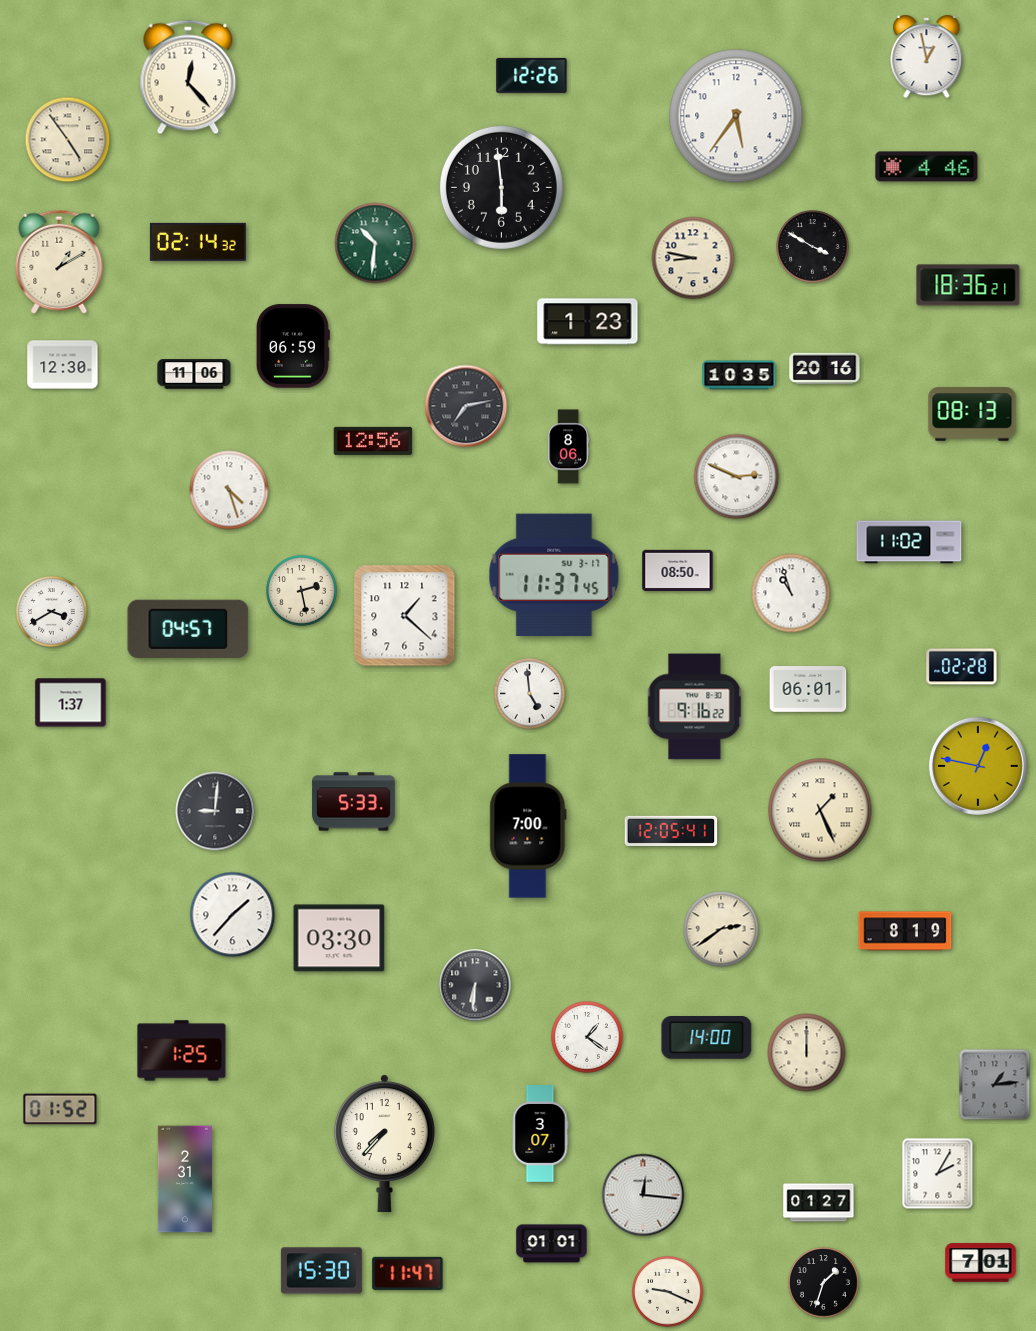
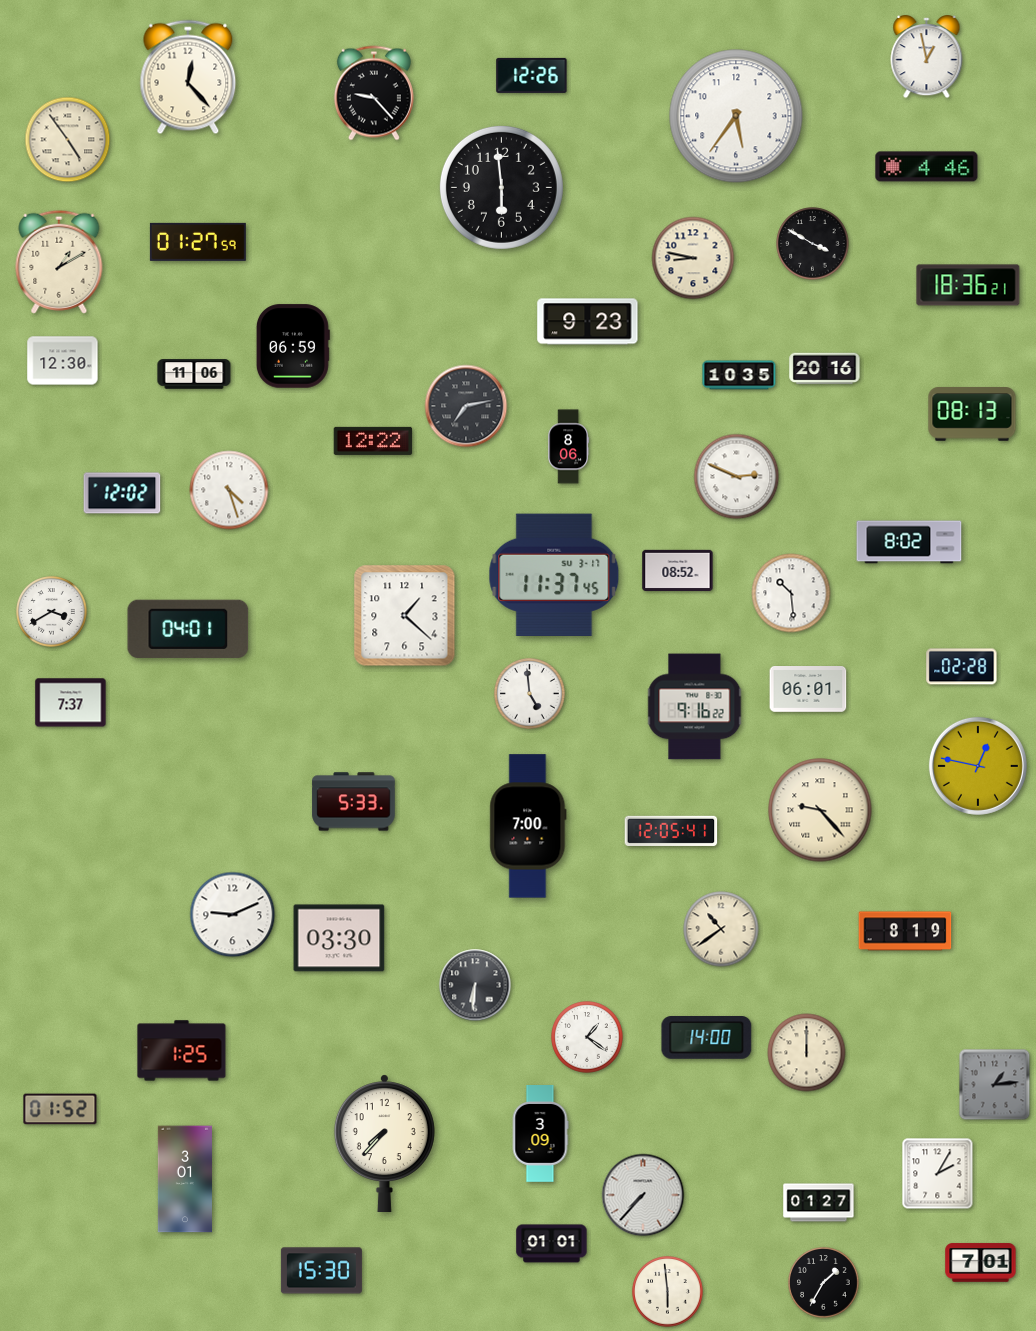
clock at (374, 93): none -> 9:23
clock at (198, 242): 02:14 -> 01:27
clock at (375, 243): 10:31 -> none
clock at (813, 247) position: (813, 247) -> (813, 244)
clock at (588, 322): 1:23 -> 9:23
clock at (63, 365) position: (63, 365) -> (63, 361)
clock at (373, 441): 12:56 -> 12:22
clock at (122, 493): none -> 12:02
clock at (909, 542): 11:02 -> 8:02
clock at (678, 571): 08:50 -> 08:52
clock at (302, 591): 2:28 -> none
clock at (791, 593): 10:57 -> 10:29
clock at (188, 629): 04:57 -> 04:01
clock at (71, 703): 1:37 -> 7:37
clock at (820, 810): 1:26 -> 9:23
clock at (215, 811): 9:01 -> none
clock at (233, 915): 1:37 -> 9:11
clock at (721, 929): 2:39 -> 10:39
clock at (540, 1134): 3:07 -> 3:09
clock at (184, 1179): 2:31 -> 3:01
clock at (643, 1195): 12:16 -> 7:37
clock at (408, 1273): 11:47 -> none
clock at (824, 1283): 1:33 -> 1:35
clock at (668, 1292): 9:19 -> 5:59
